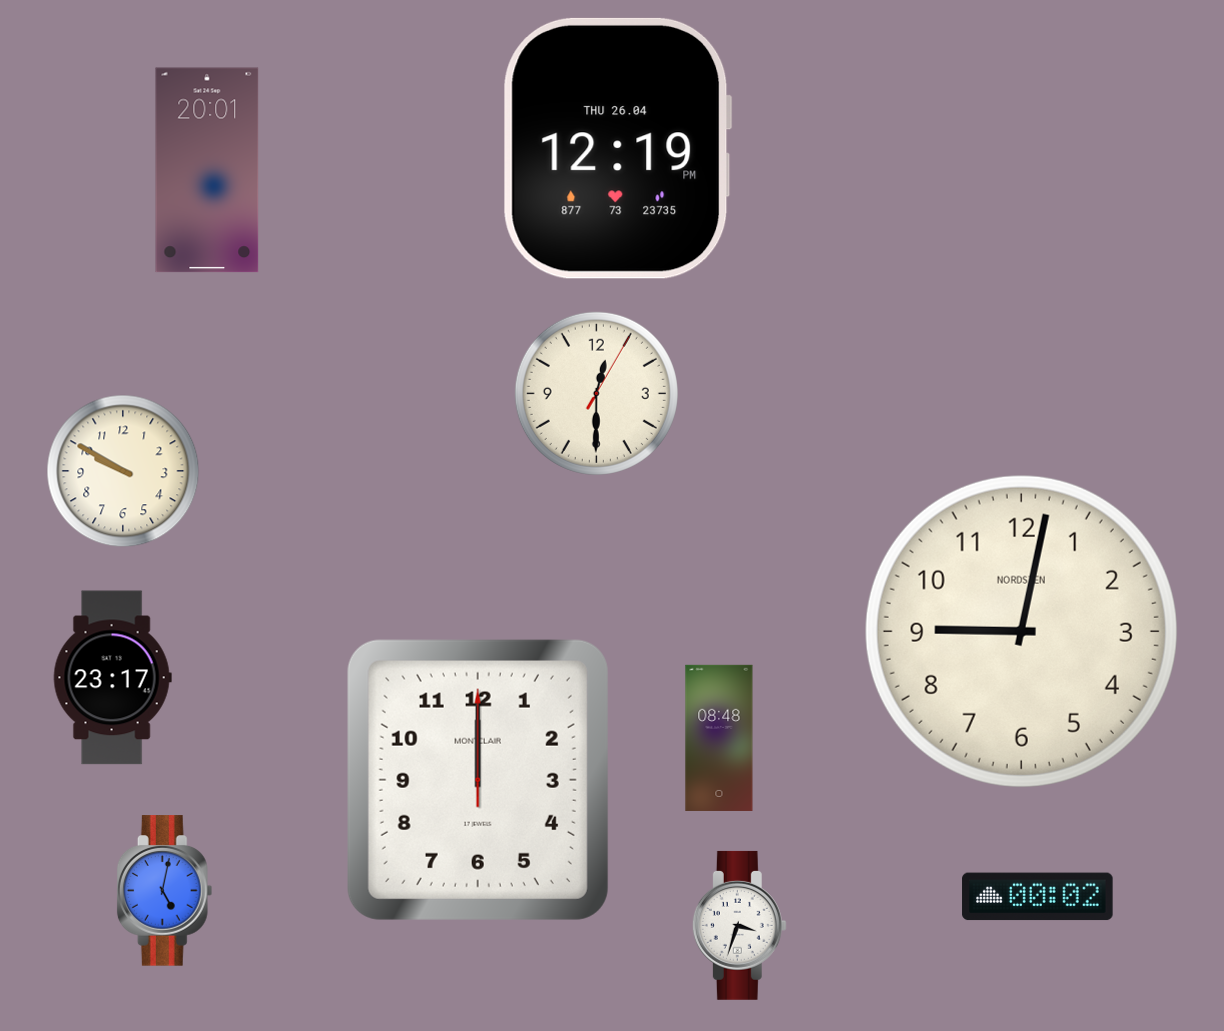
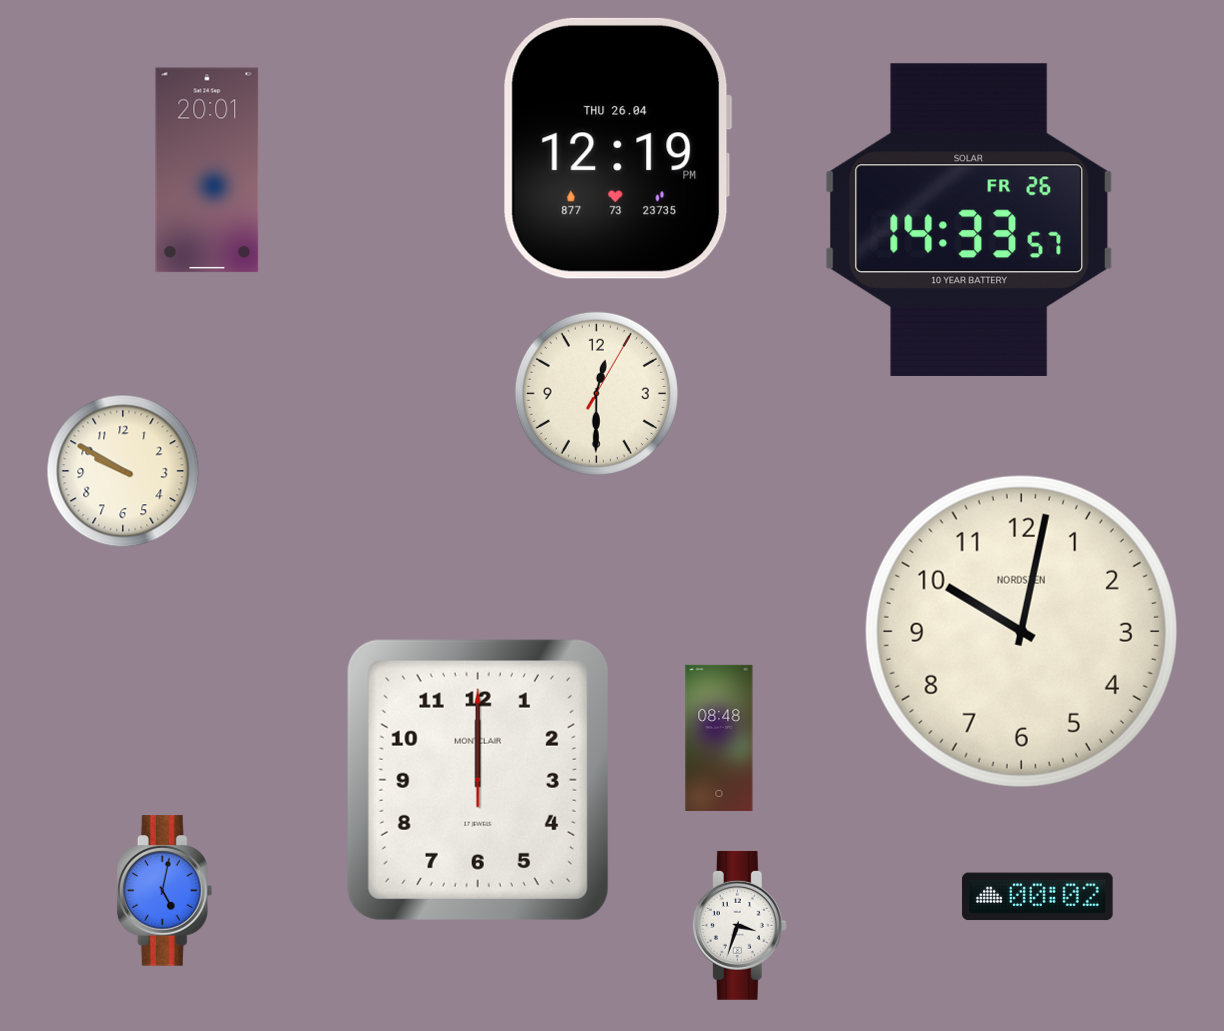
clock at (968, 220): none -> 14:33
clock at (1021, 631): 9:02 -> 10:02
clock at (112, 678): 23:17 -> none
